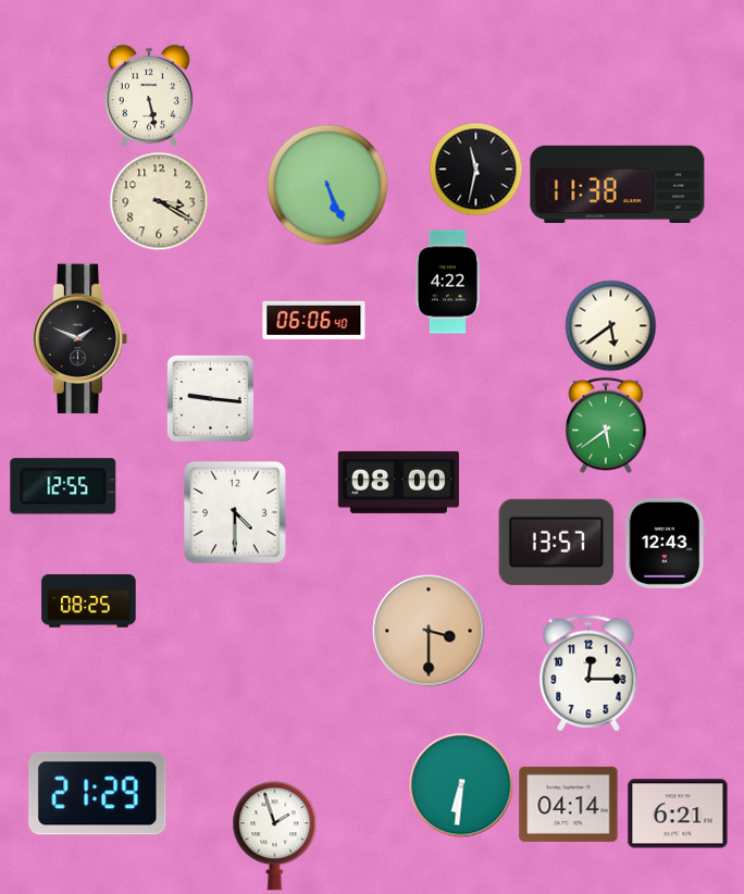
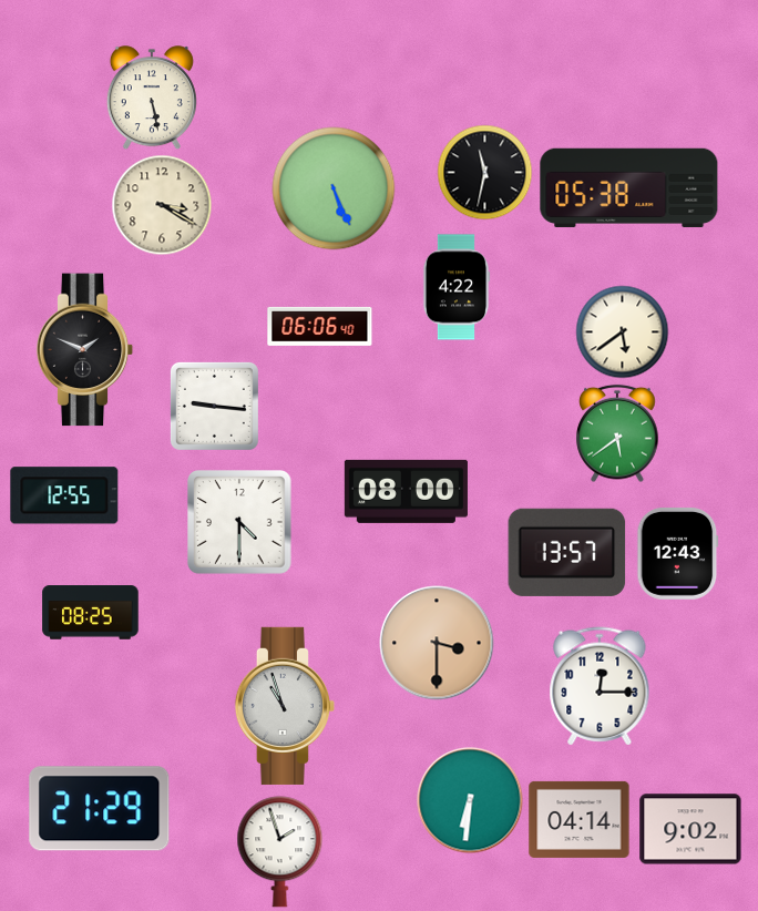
clock at (618, 184): 11:38 -> 05:38
clock at (80, 339) position: (80, 339) -> (85, 350)
clock at (285, 706): none -> 10:57
clock at (678, 814): 6:21 -> 9:02
